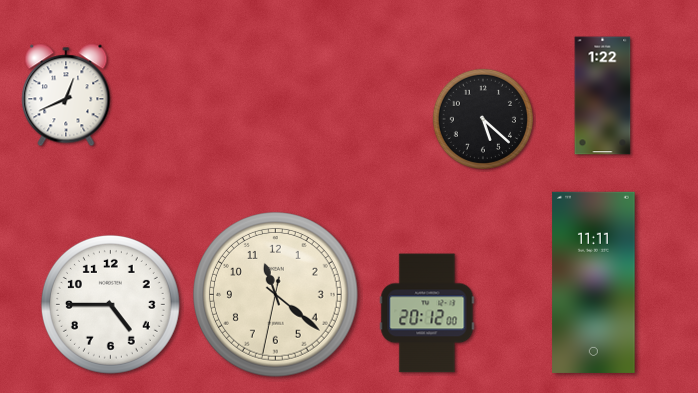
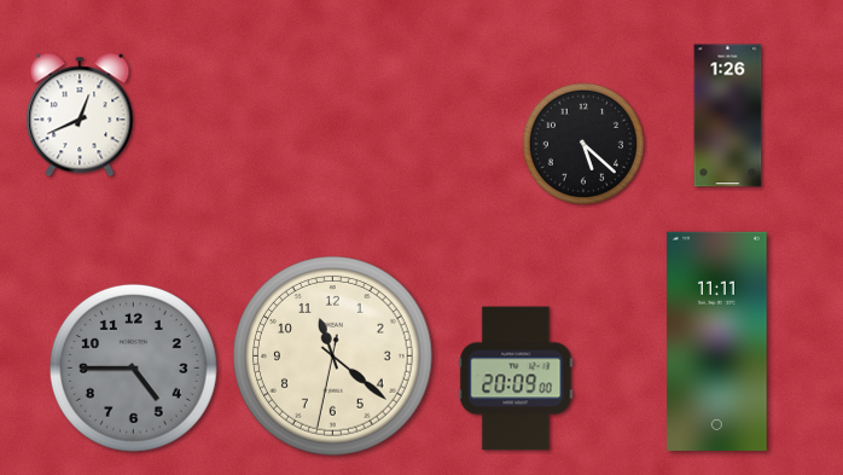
clock at (603, 96): 1:22 -> 1:26
clock at (110, 304) dial: white -> grey
clock at (427, 313): 20:12 -> 20:09
